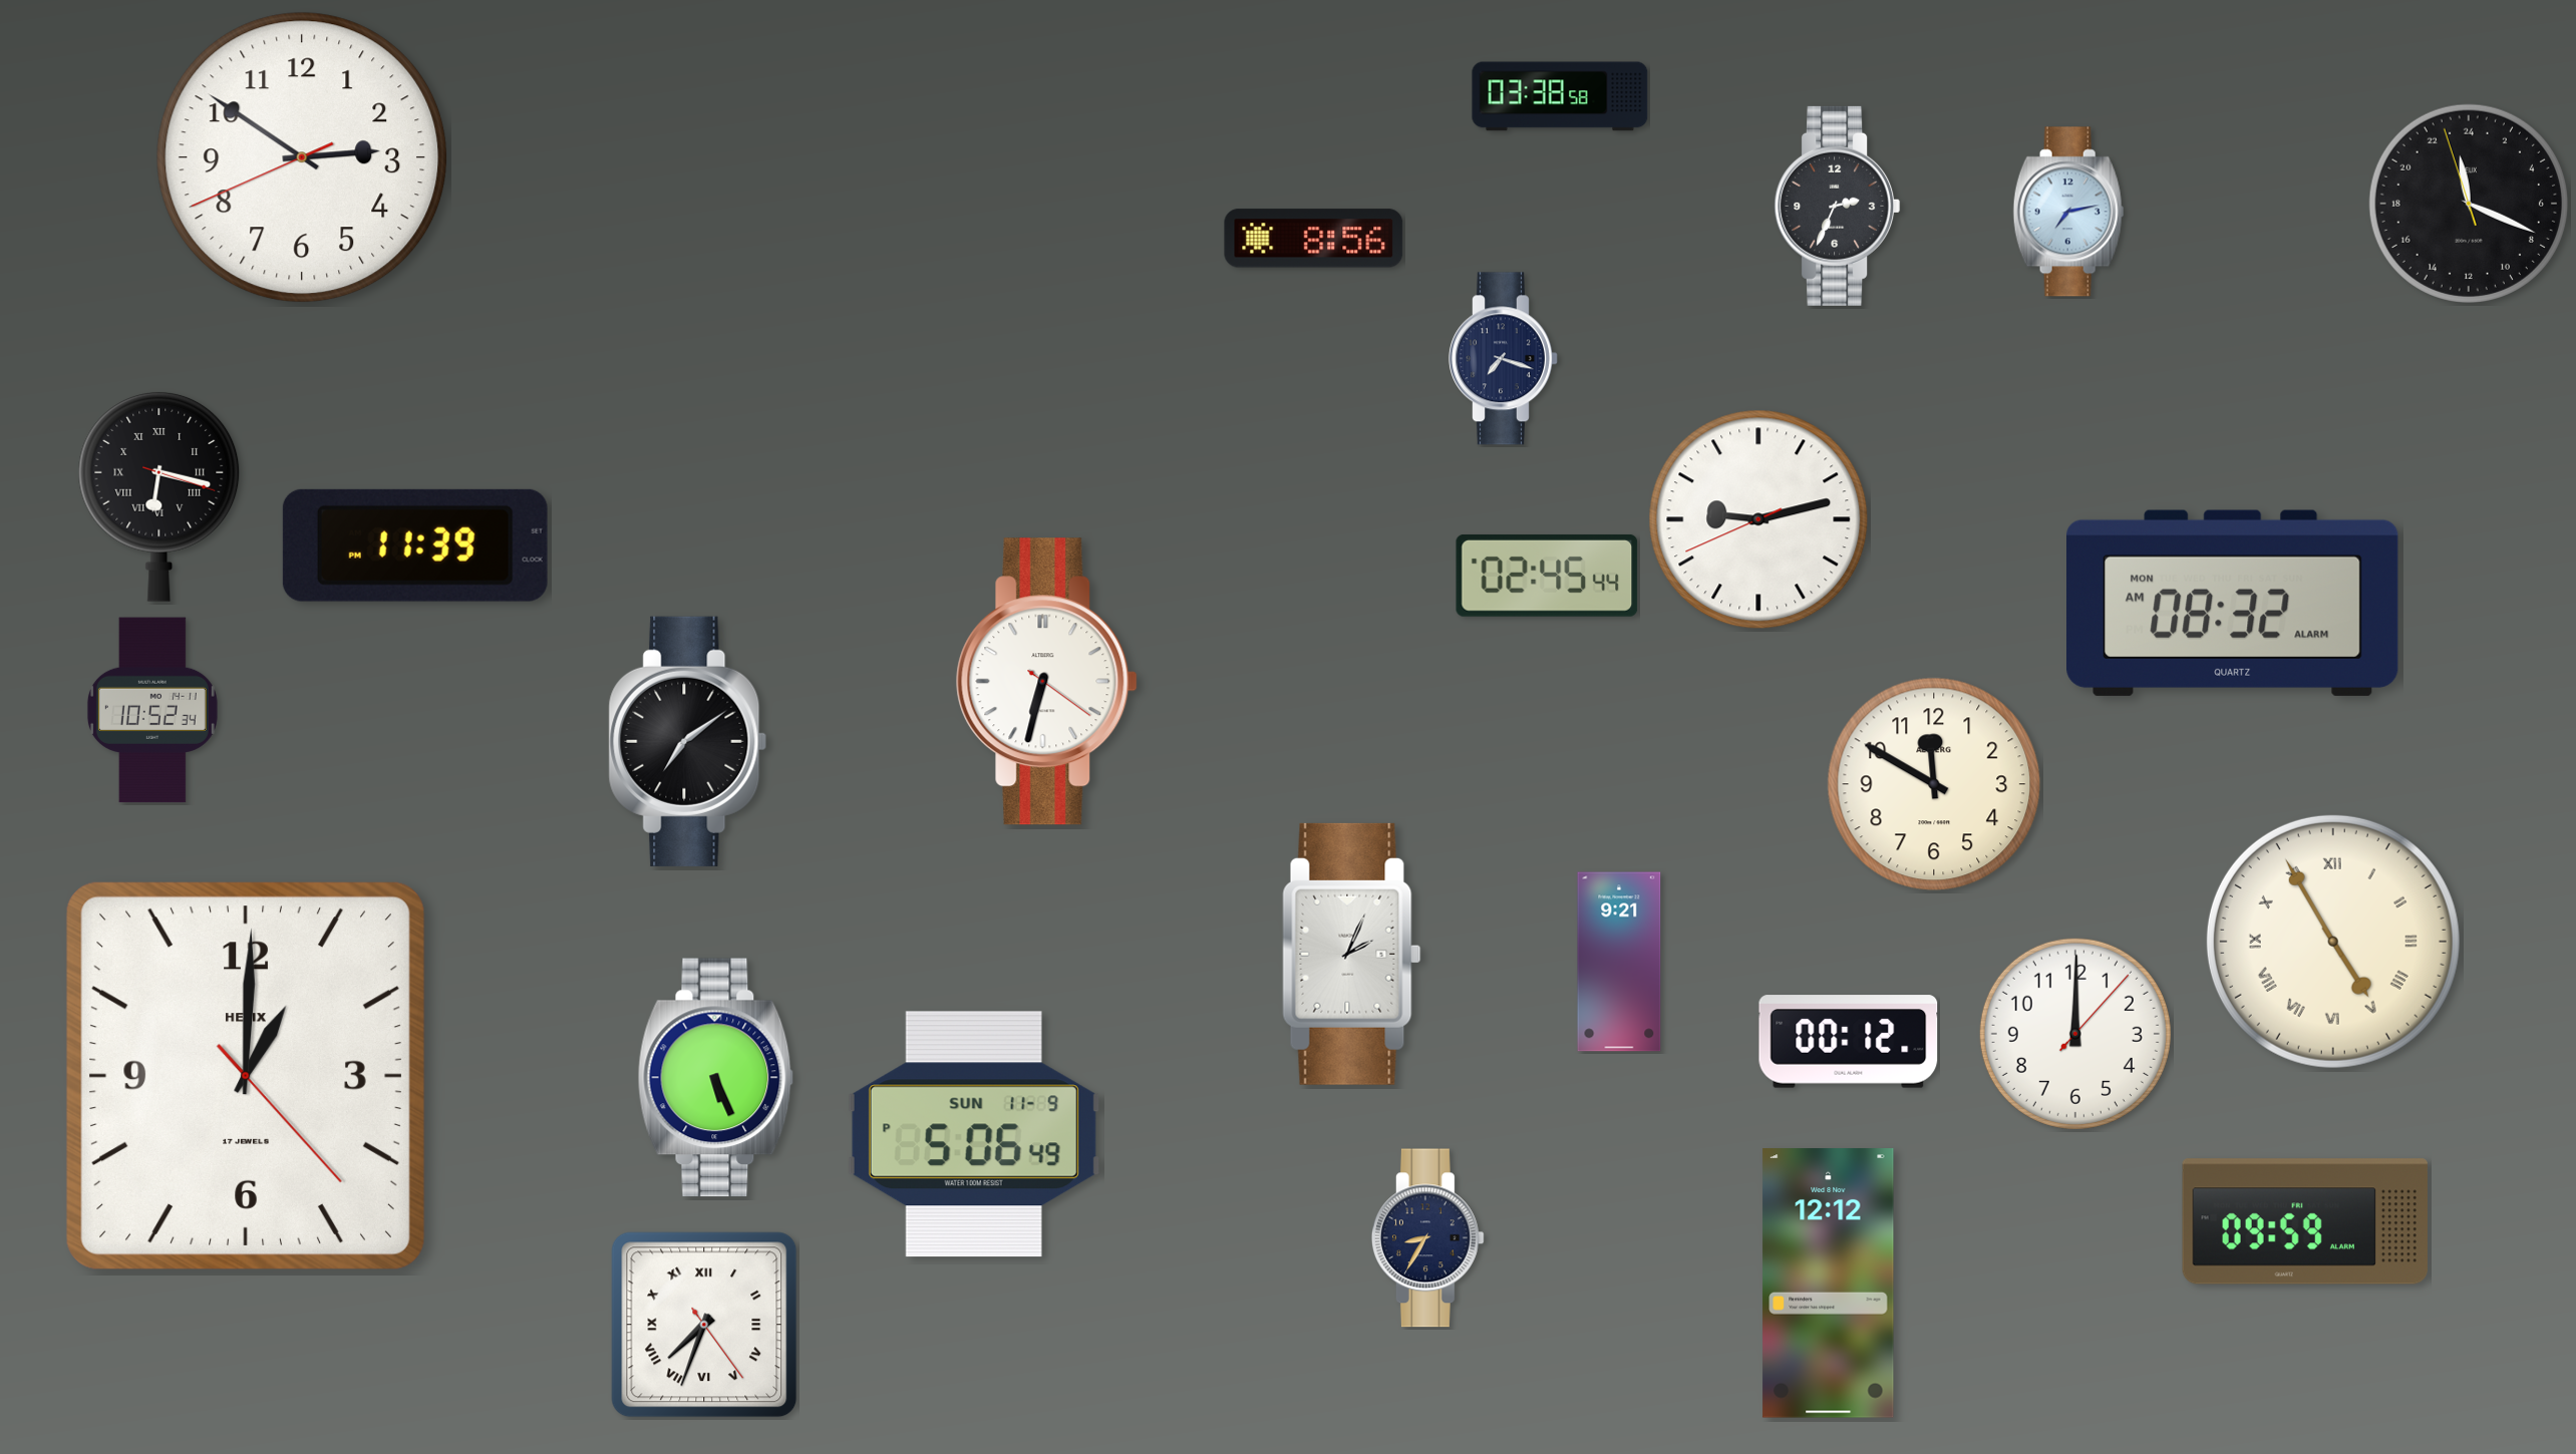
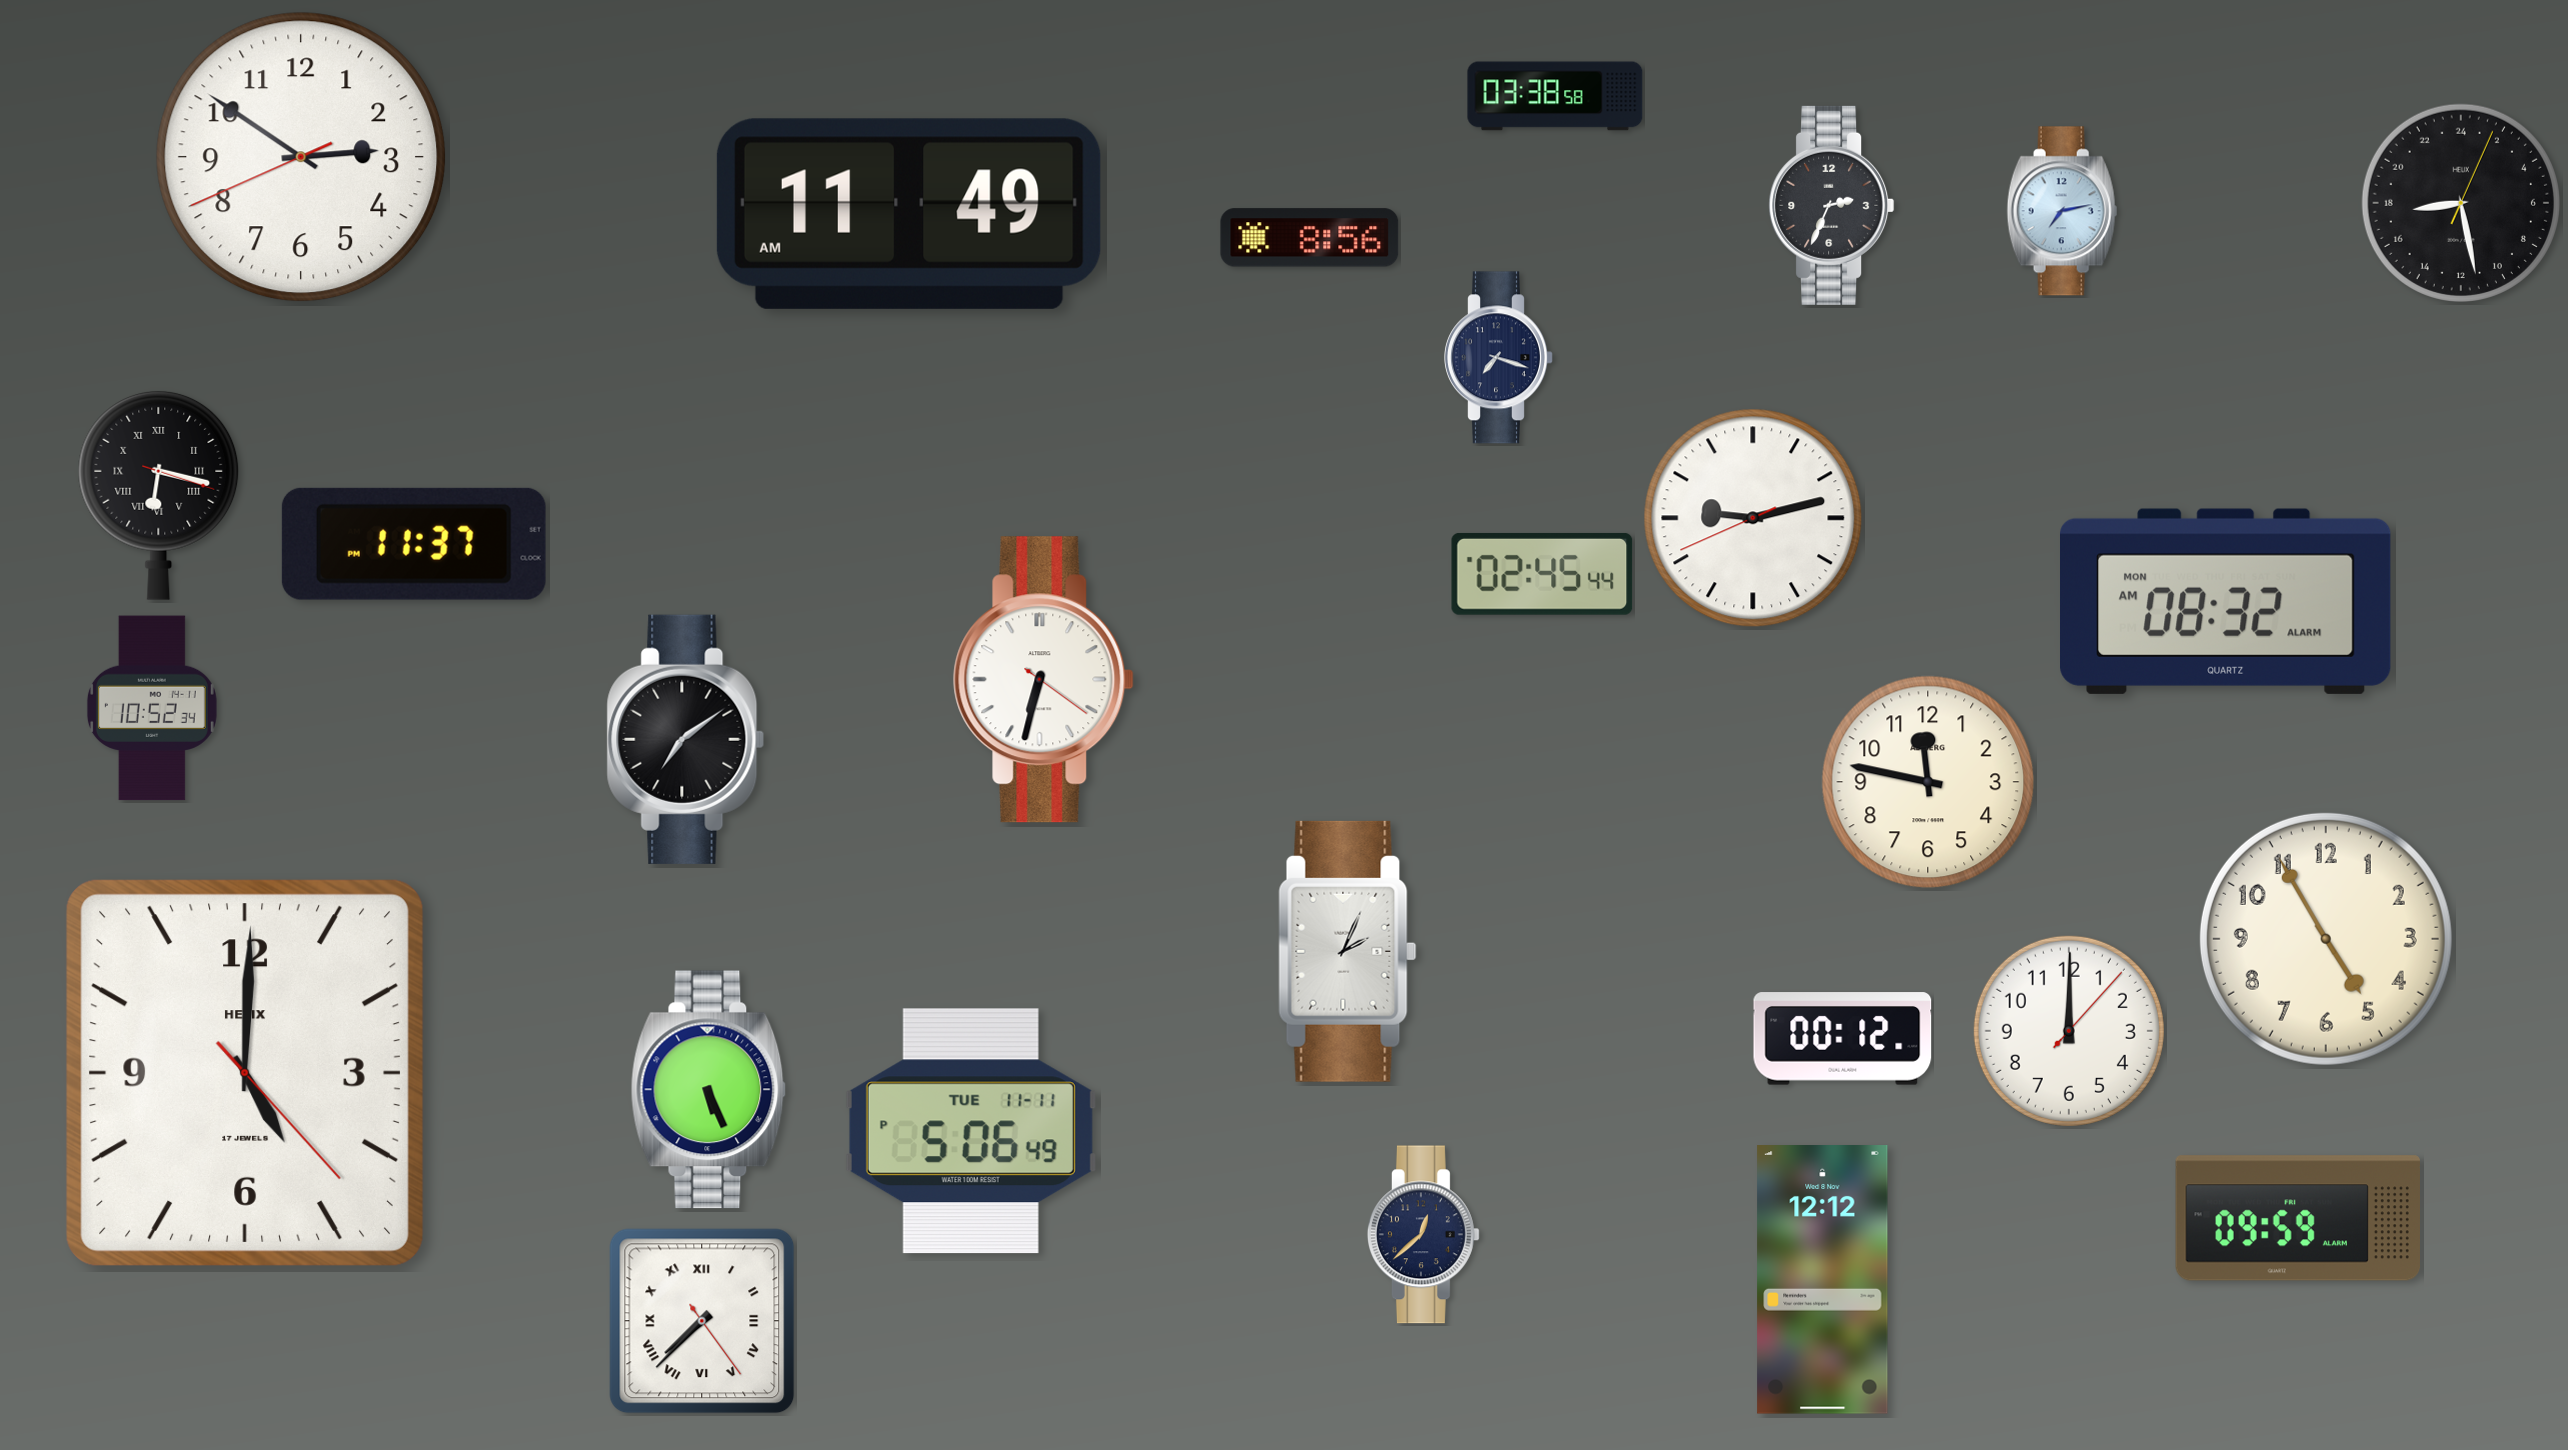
clock at (2469, 204): 23:18 -> 17:28
clock at (909, 214): none -> 11:49
clock at (415, 546): 11:39 -> 11:37
clock at (1934, 784): 11:50 -> 11:47
clock at (2333, 942) numerals: Roman -> Arabic
clock at (1619, 962): 9:21 -> none
clock at (246, 1076): 1:00 -> 5:00
clock at (716, 1078) position: (716, 1078) -> (709, 1090)
clock at (974, 1134) date: SUN 11-9 -> TUE 11-11
clock at (1427, 1238): 8:35 -> 12:38
clock at (704, 1325): 7:33 -> 7:37
